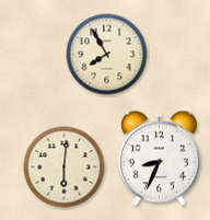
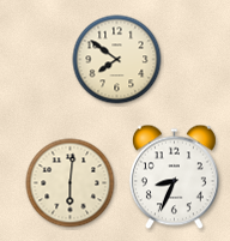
clock at (107, 55): 7:55 -> 7:51
clock at (159, 159) position: (159, 159) -> (174, 177)
